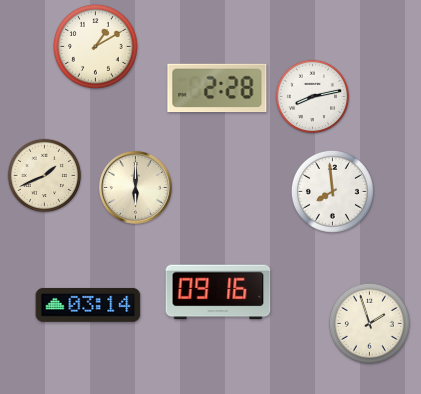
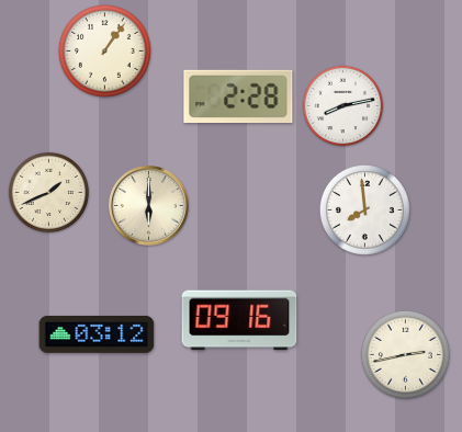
clock at (96, 47): 1:10 -> 1:06
clock at (88, 305): 03:14 -> 03:12
clock at (369, 323): 1:57 -> 2:43
